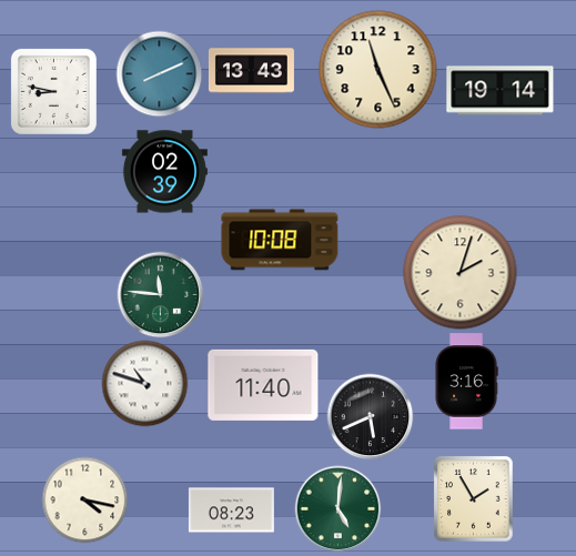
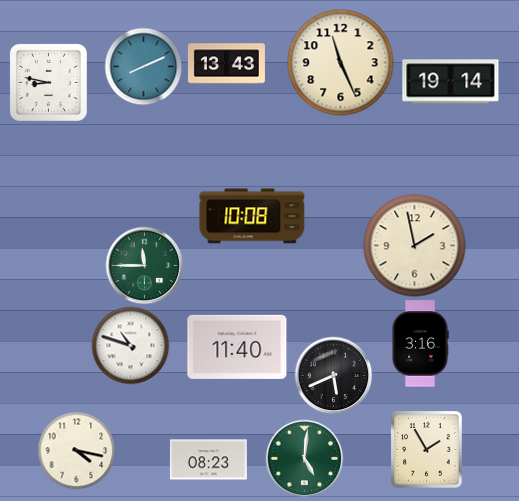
clock at (164, 172): 02:39 -> none
clock at (461, 273): 2:03 -> 1:58
clock at (160, 294): 11:46 -> 11:45
